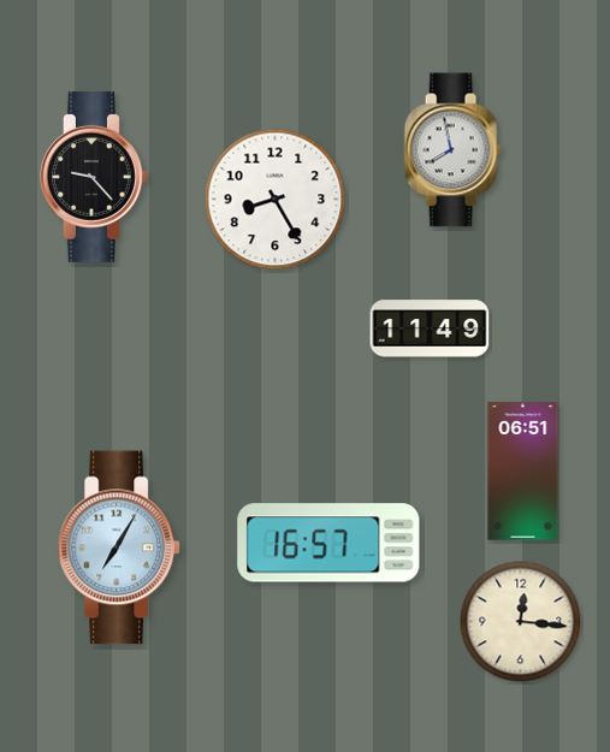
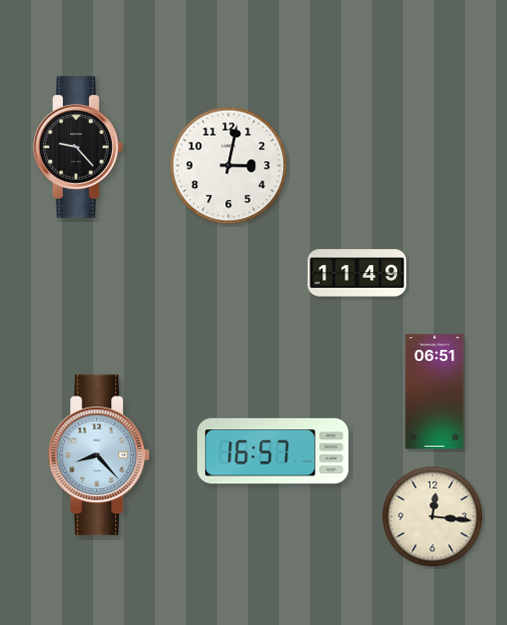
clock at (452, 150): 7:58 -> none
clock at (276, 200): 8:25 -> 3:02
clock at (119, 547): 7:05 -> 8:23
